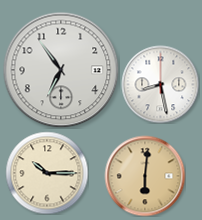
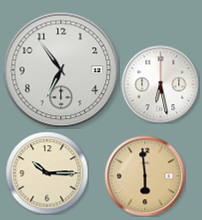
clock at (160, 84): 8:28 -> 6:28
clock at (145, 176): 6:01 -> 5:59
